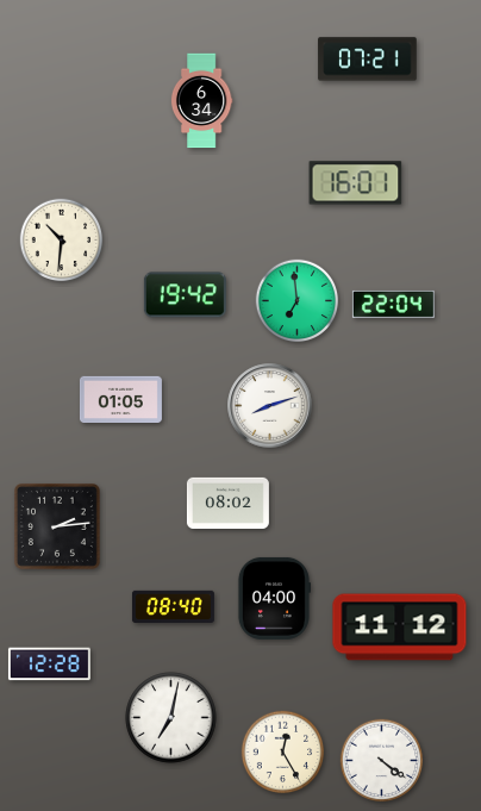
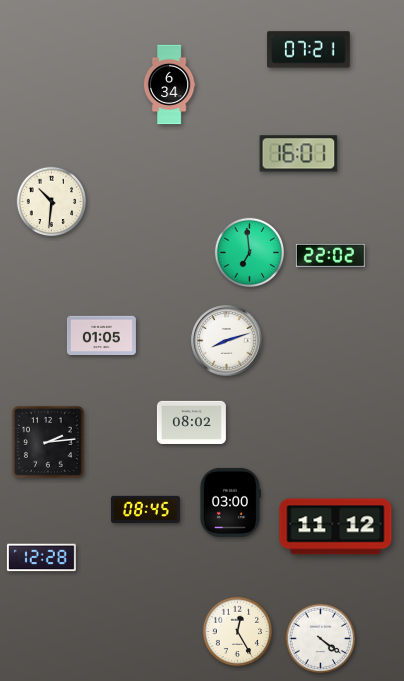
clock at (185, 295): 19:42 -> none
clock at (393, 304): 22:04 -> 22:02
clock at (274, 598): 04:00 -> 03:00
clock at (173, 607): 08:40 -> 08:45
clock at (171, 718): 7:02 -> none
